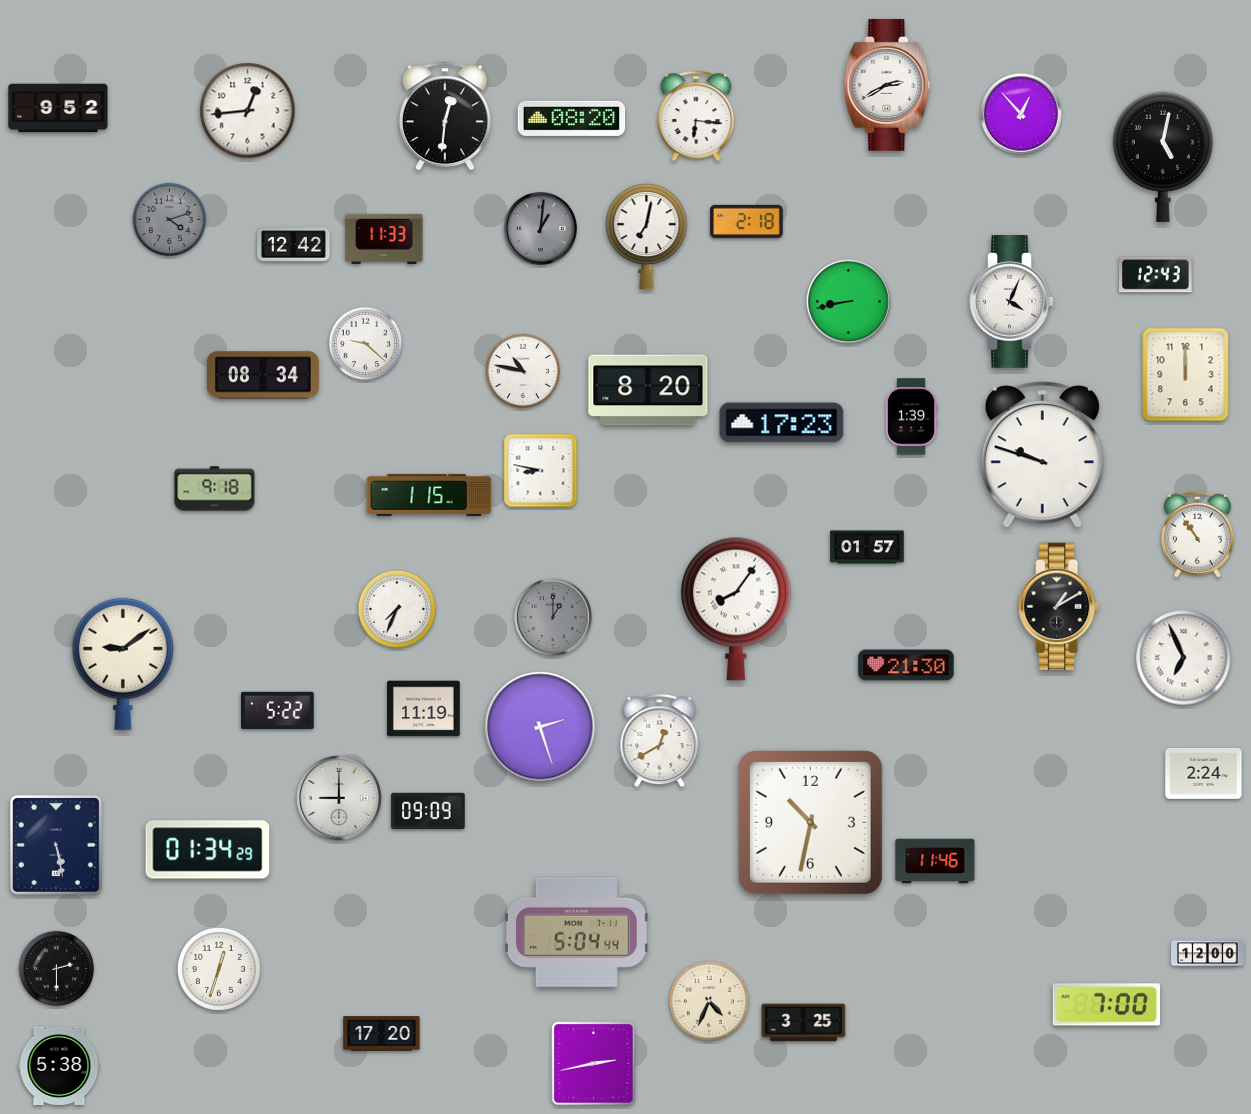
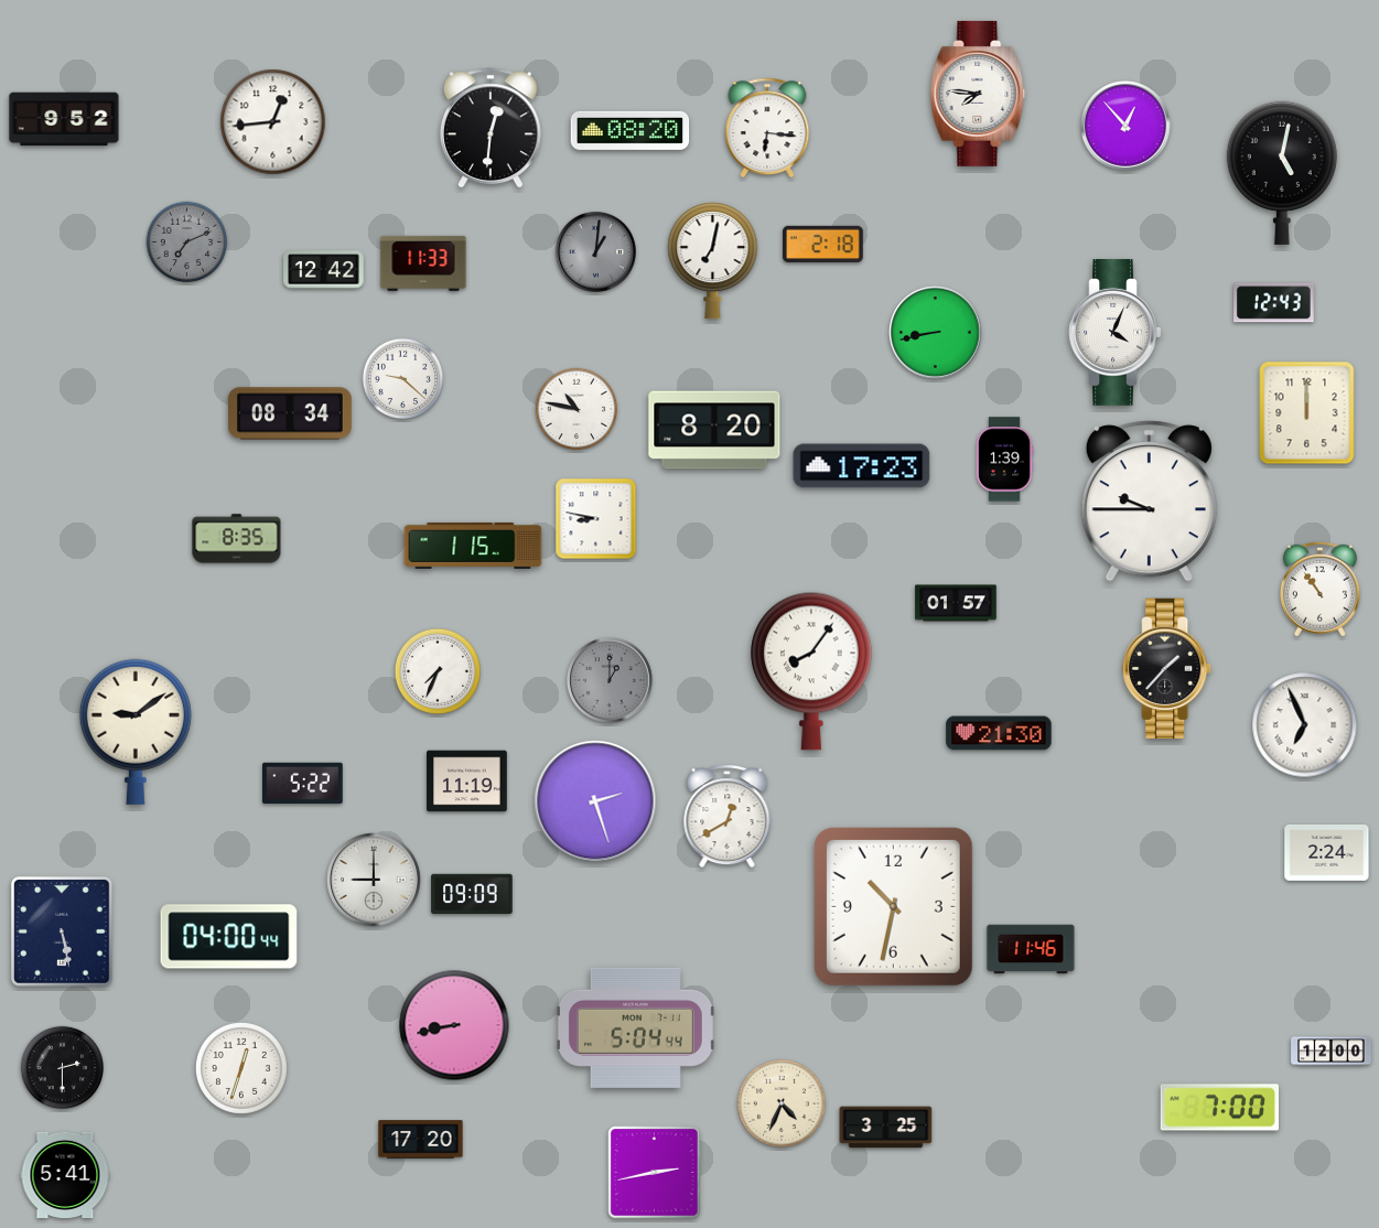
clock at (887, 85): 2:40 -> 7:46
clock at (170, 220): 4:12 -> 7:11
clock at (1042, 455): 9:48 -> 9:45
clock at (215, 489): 9:18 -> 8:35
clock at (1059, 607): 1:10 -> 1:37
clock at (278, 710) position: (278, 710) -> (303, 783)
clock at (208, 850): 01:34 -> 04:00
clock at (454, 1025): none -> 8:43
clock at (59, 1065): 5:38 -> 5:41
